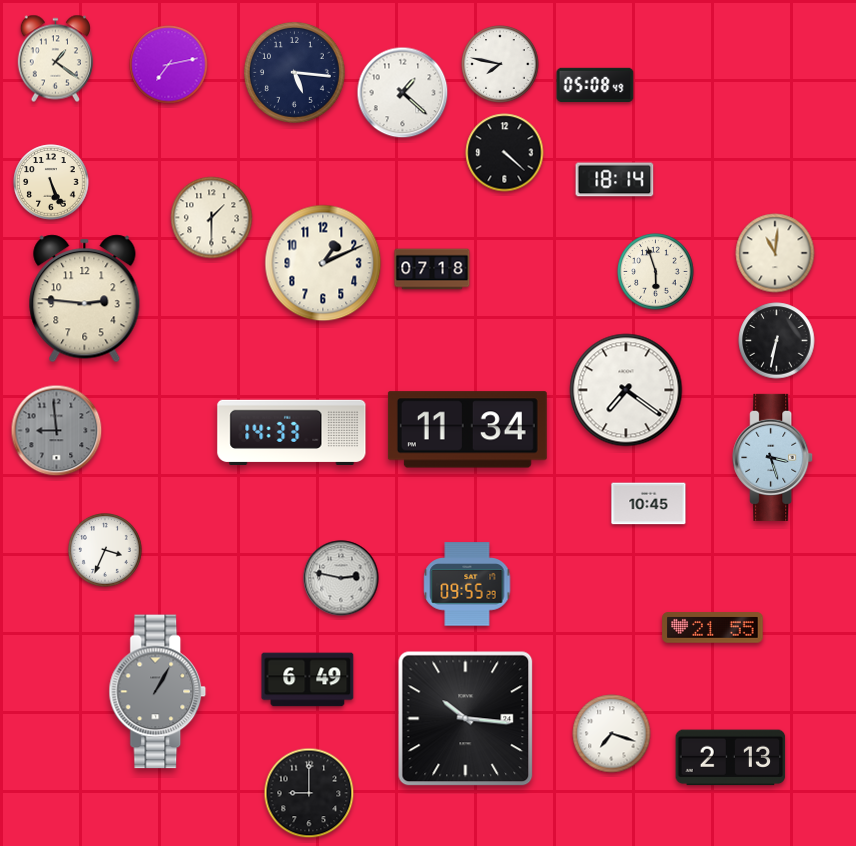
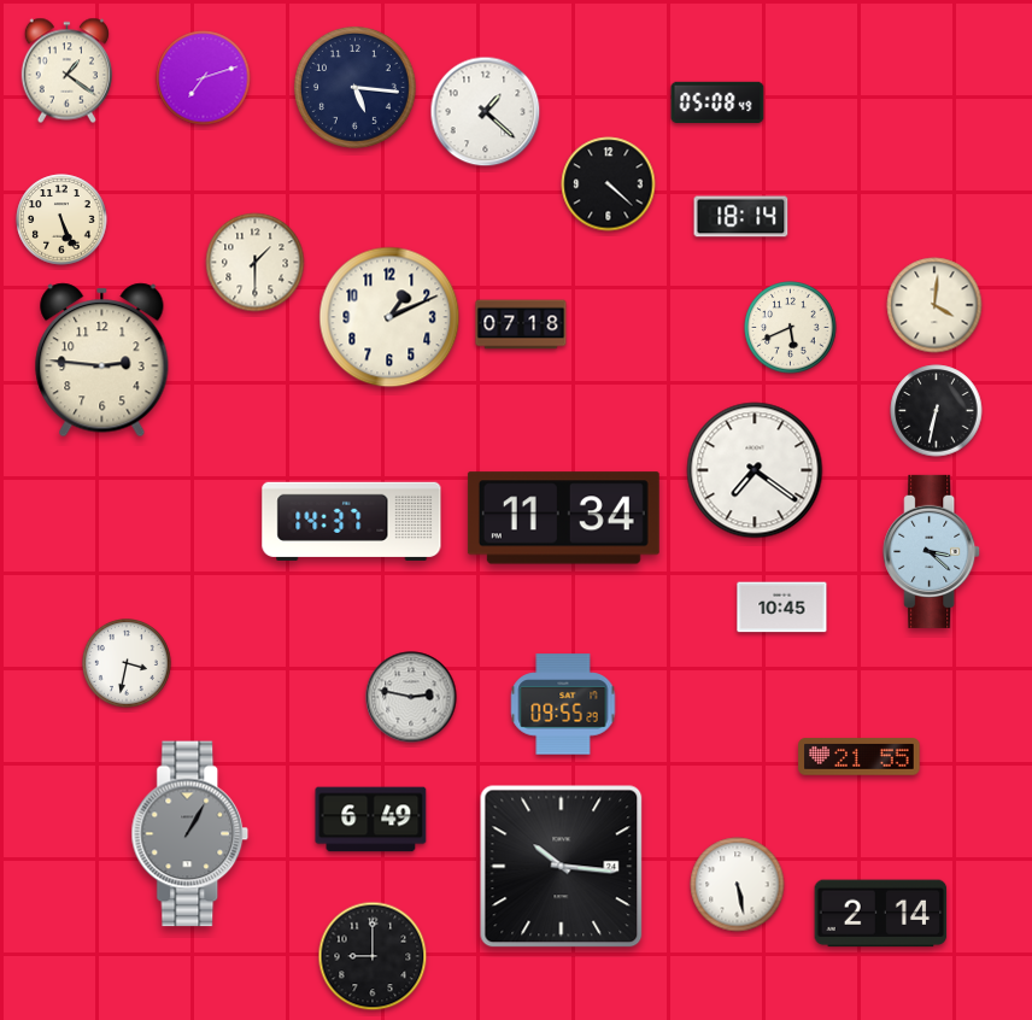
clock at (500, 64): 7:47 -> none
clock at (169, 65): 7:13 -> 7:12
clock at (775, 253): 11:01 -> 4:01
clock at (656, 272): 5:57 -> 5:41
clock at (57, 431): 8:59 -> none
clock at (292, 432): 14:33 -> 14:37
clock at (773, 457): 3:27 -> 3:22
clock at (106, 551): 3:34 -> 3:32
clock at (612, 734): 7:18 -> 5:28
clock at (731, 758): 2:13 -> 2:14
